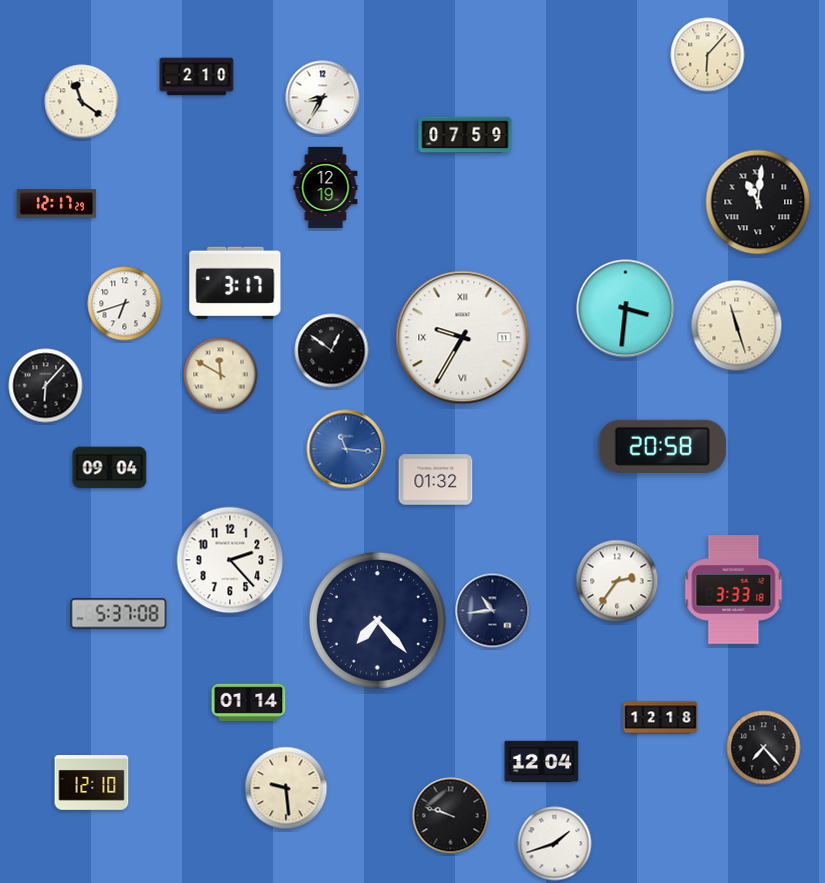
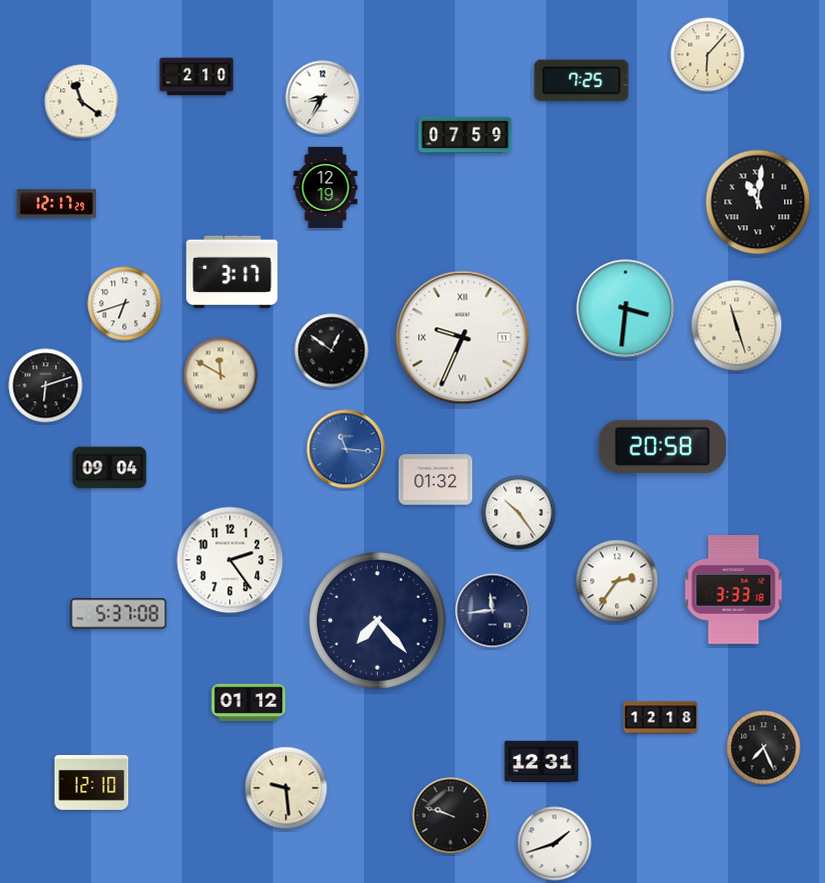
clock at (582, 81): none -> 7:25
clock at (235, 282) position: (235, 282) -> (232, 271)
clock at (463, 338): 9:35 -> 9:34
clock at (46, 386): 6:07 -> 6:12
clock at (519, 513): none -> 10:24
clock at (230, 560): 2:23 -> 2:24
clock at (493, 611): 10:44 -> 11:44
clock at (249, 702): 01:14 -> 01:12
clock at (764, 748): 7:23 -> 7:26
clock at (542, 762): 12:04 -> 12:31
